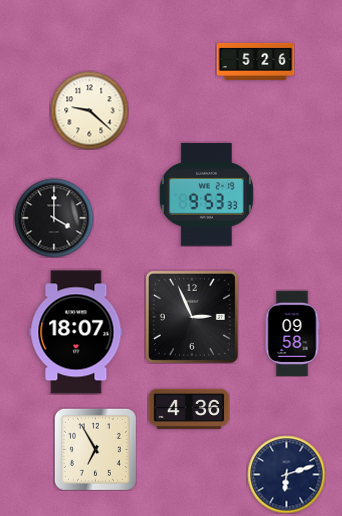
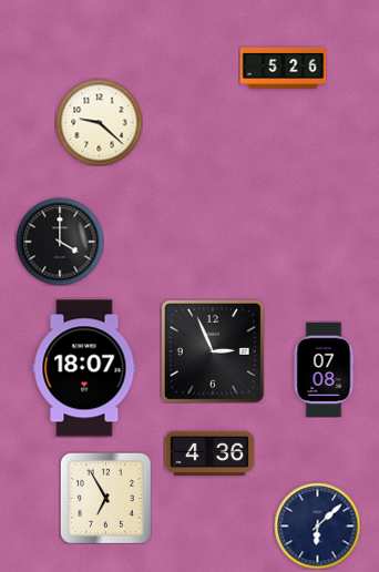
clock at (206, 195): 9:53 -> none
clock at (292, 333): 09:58 -> 07:08
clock at (286, 474): 6:12 -> 6:08
